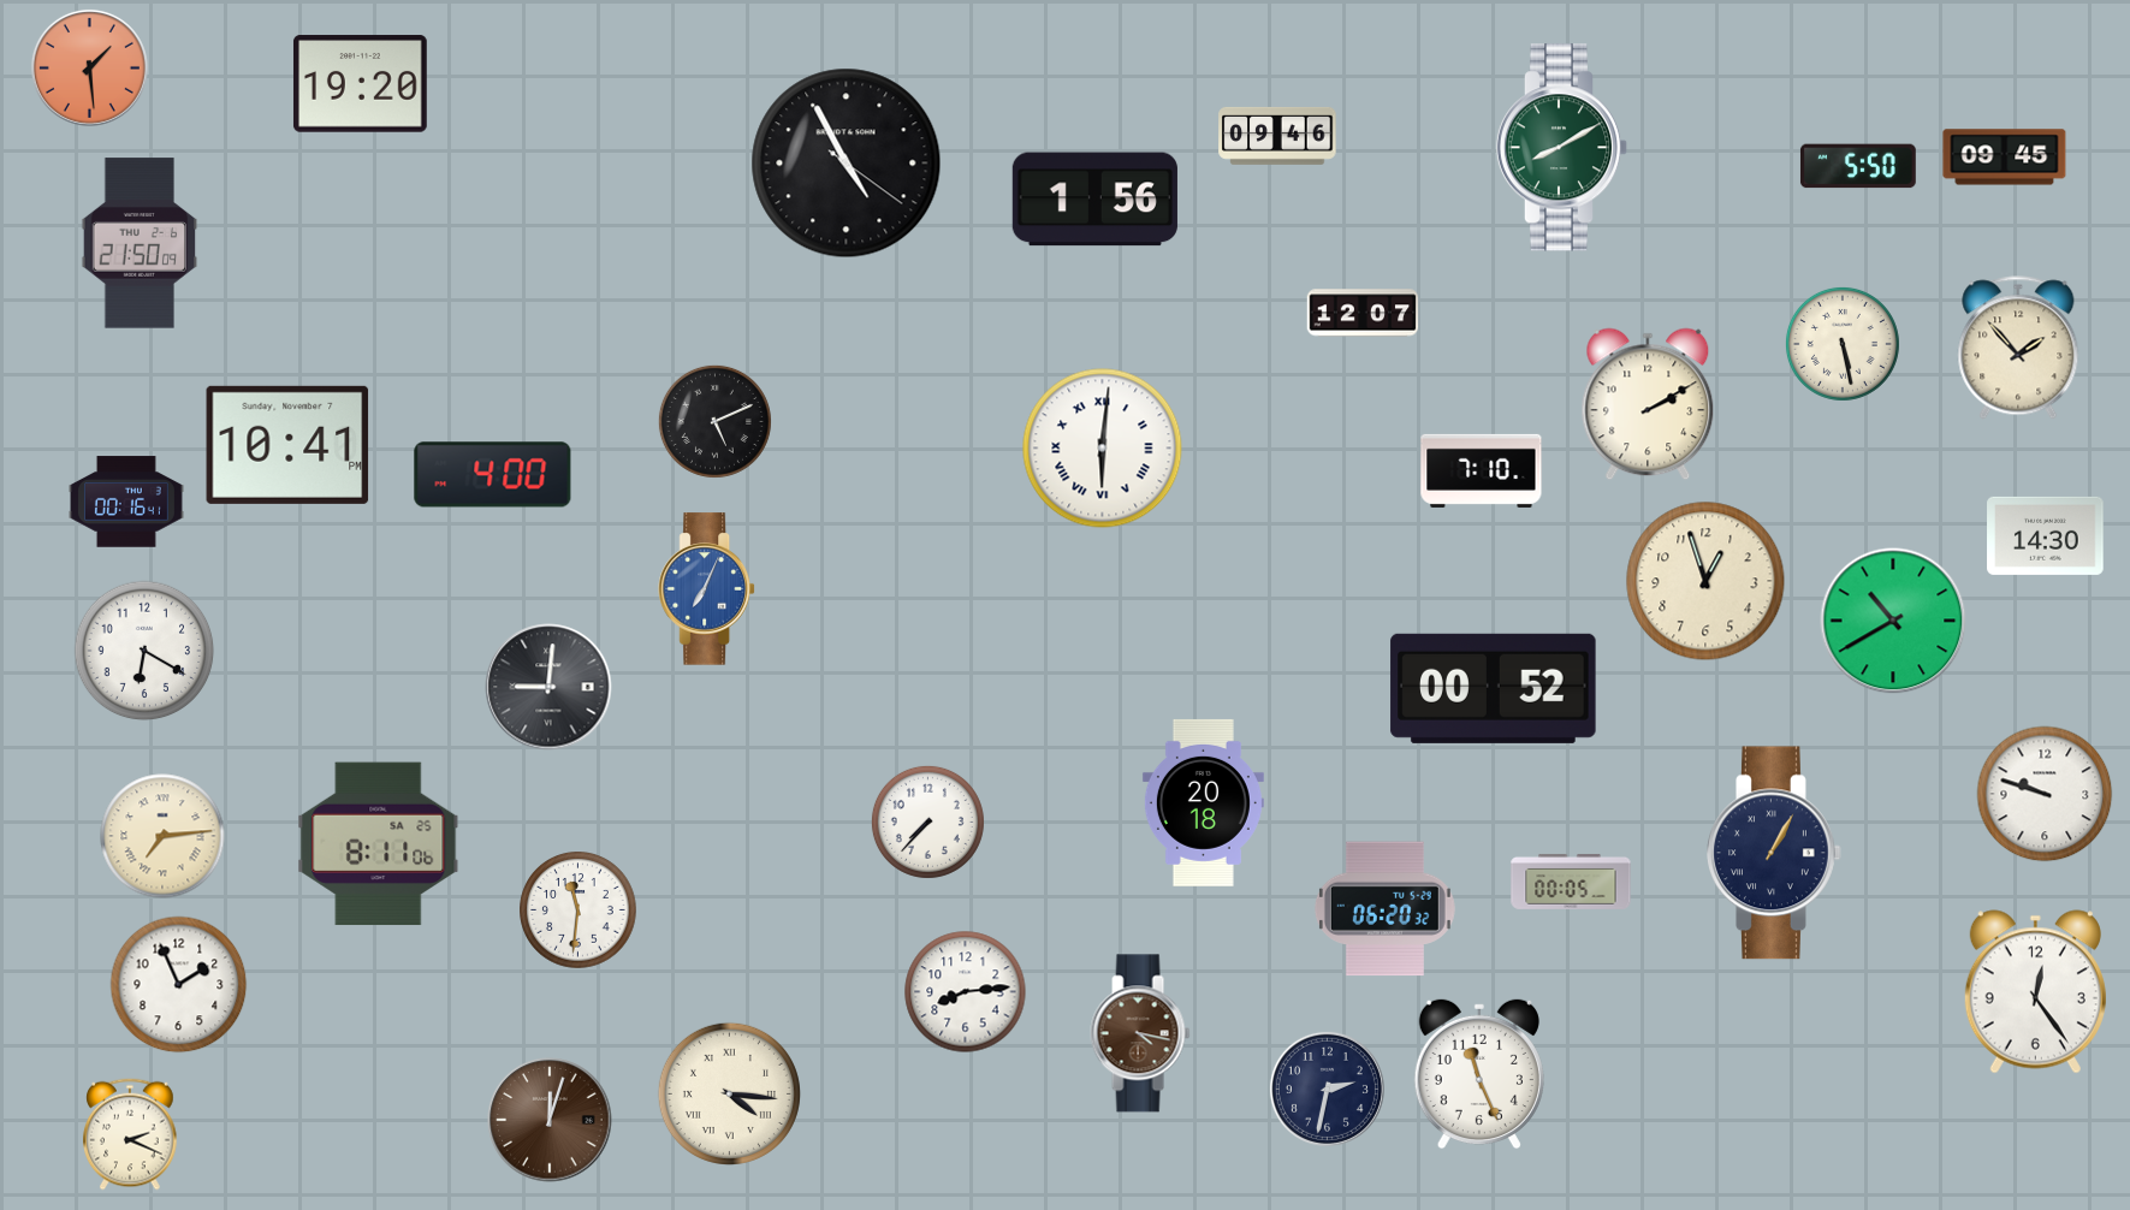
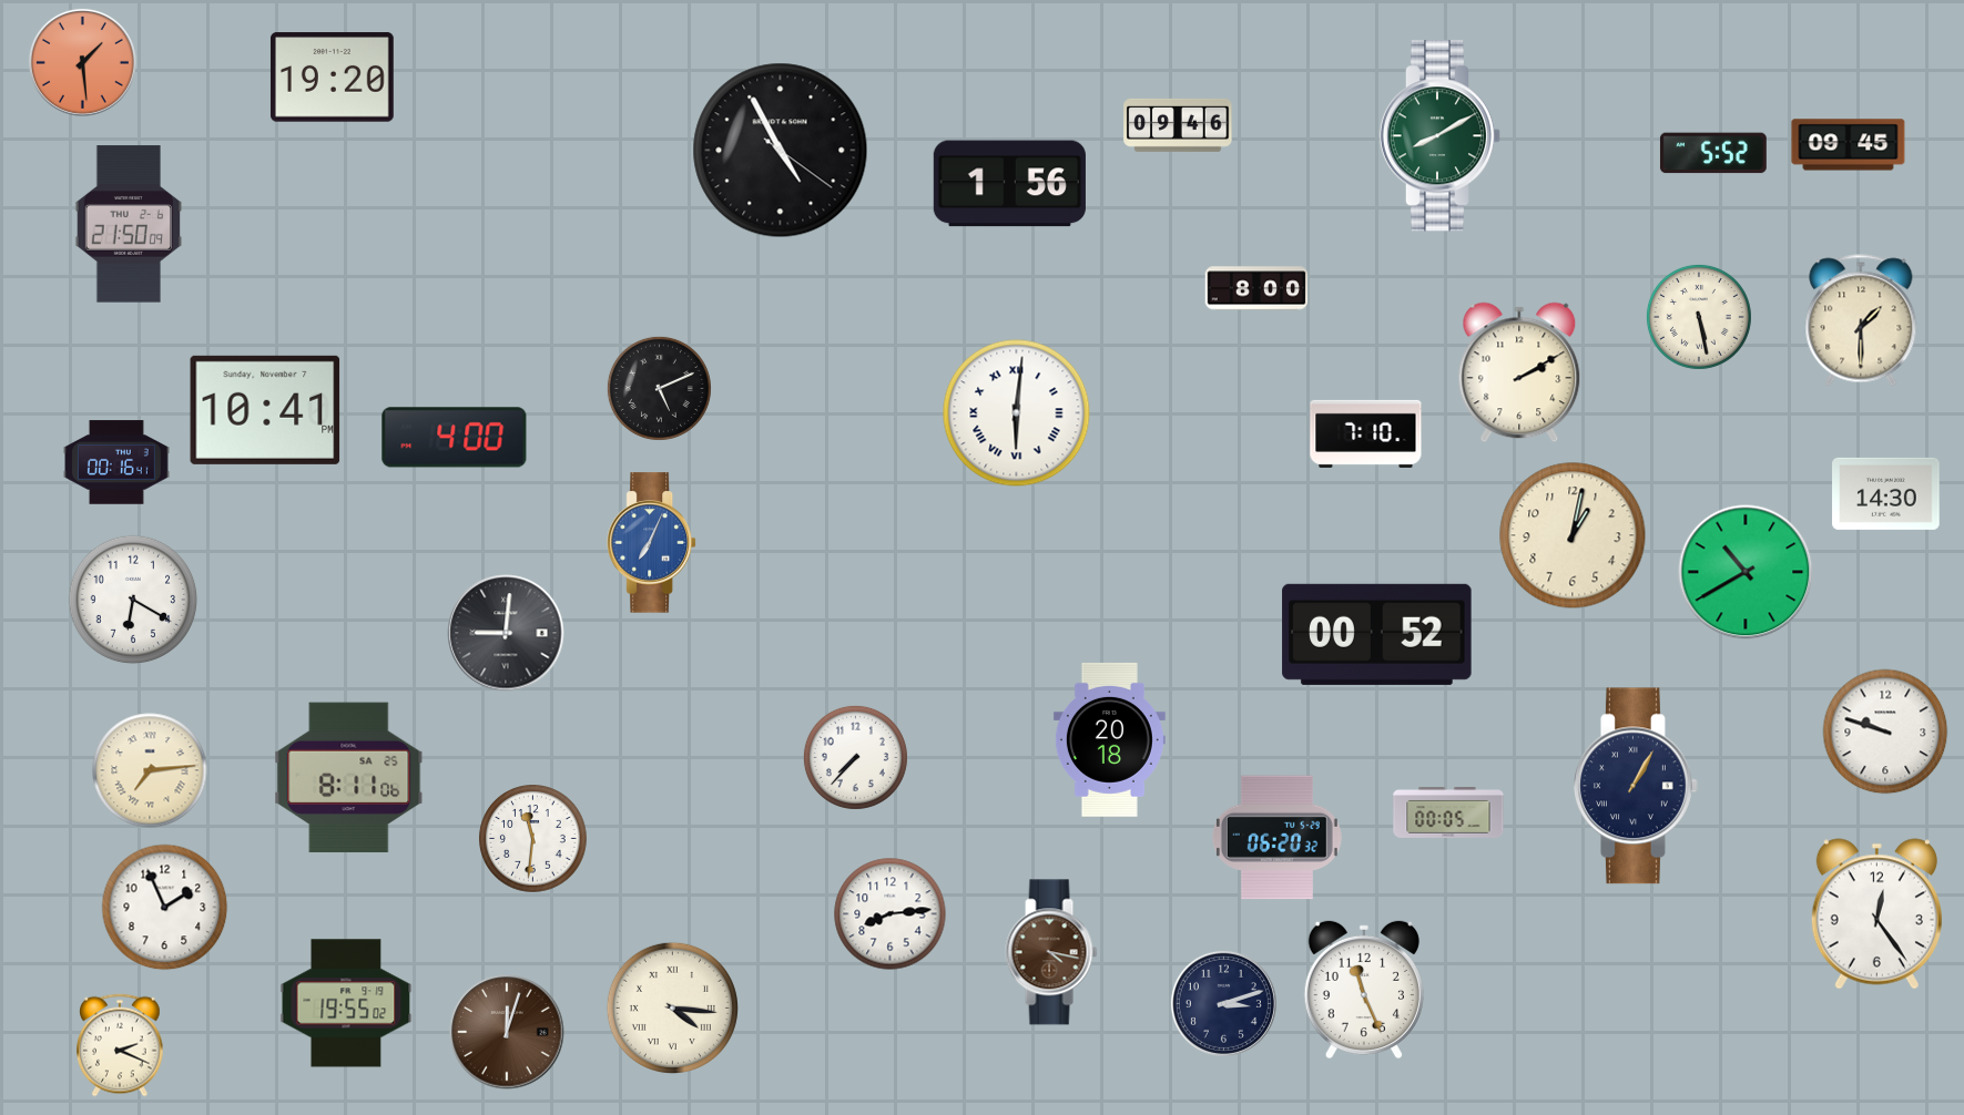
clock at (1858, 166): 5:50 -> 5:52
clock at (1363, 313): 12:07 -> 8:00
clock at (2018, 348): 1:53 -> 1:30
clock at (1705, 581): 12:57 -> 1:02
clock at (346, 1003): none -> 19:55
clock at (1327, 1089): 2:32 -> 3:12
